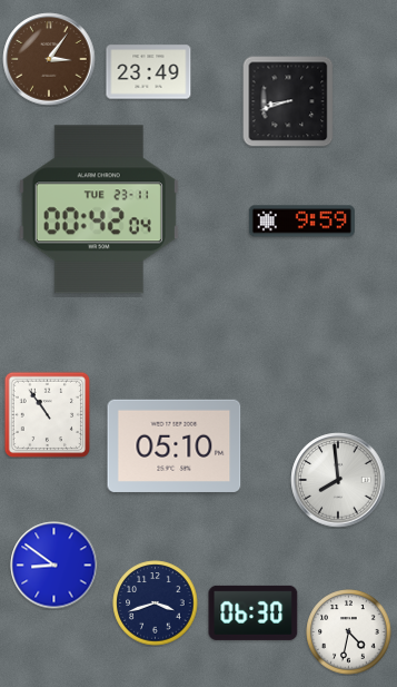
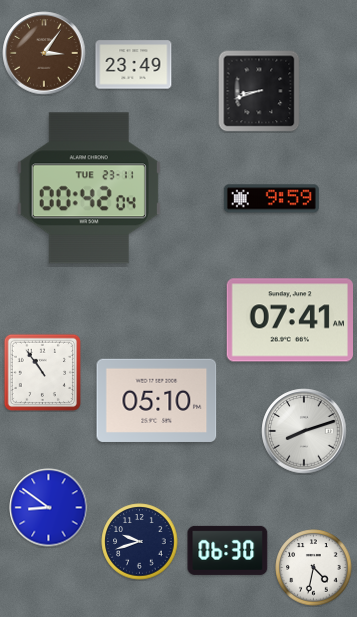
clock at (289, 320): none -> 07:41
clock at (338, 480): 7:59 -> 8:12
clock at (156, 603): 3:42 -> 9:42
